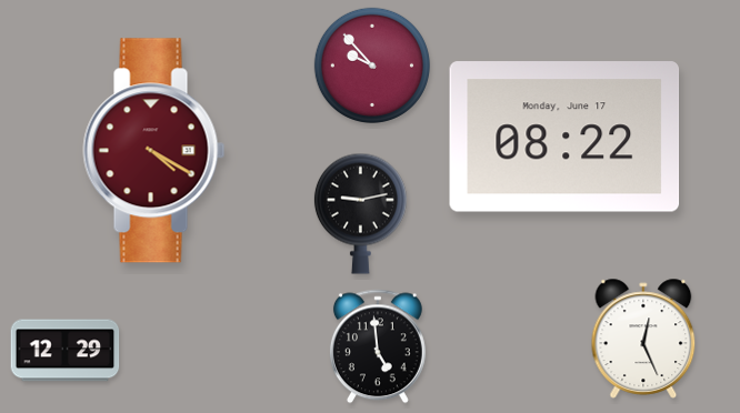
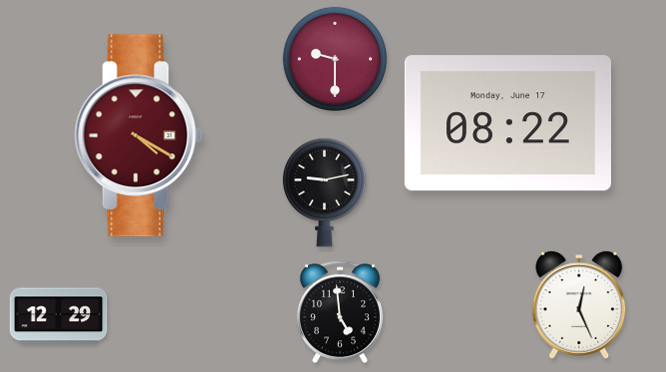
clock at (372, 66): 9:53 -> 9:30
